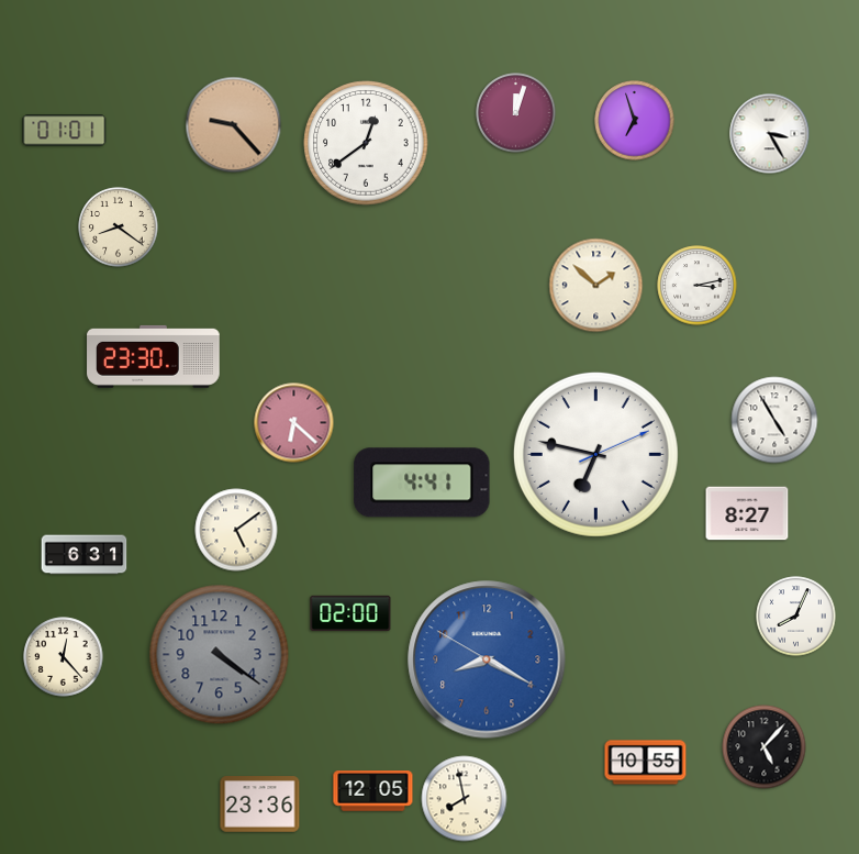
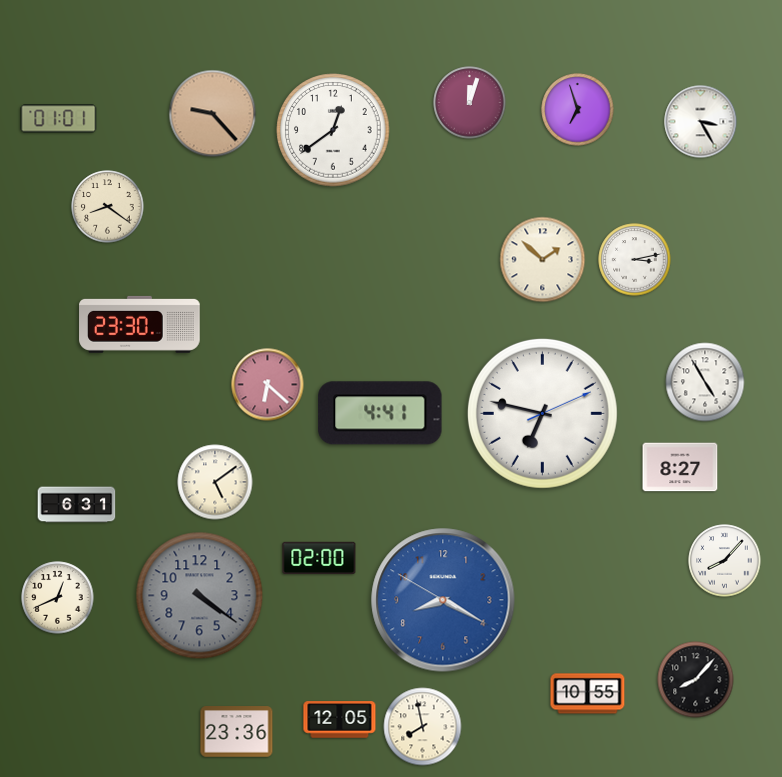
clock at (422, 483) position: (422, 483) -> (380, 413)
clock at (796, 617): 8:04 -> 8:07
clock at (64, 657): 12:23 -> 12:41
clock at (765, 747): 5:07 -> 8:07
